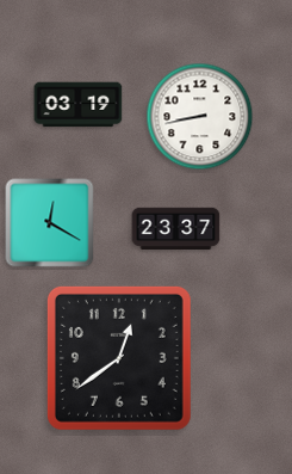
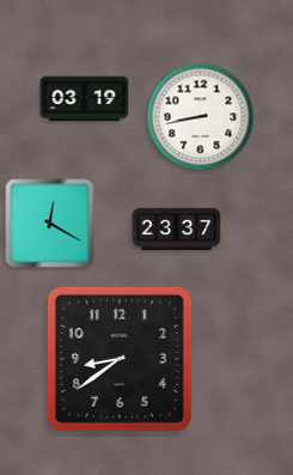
clock at (79, 105) position: (79, 105) -> (85, 99)
clock at (119, 358): 12:39 -> 8:39
